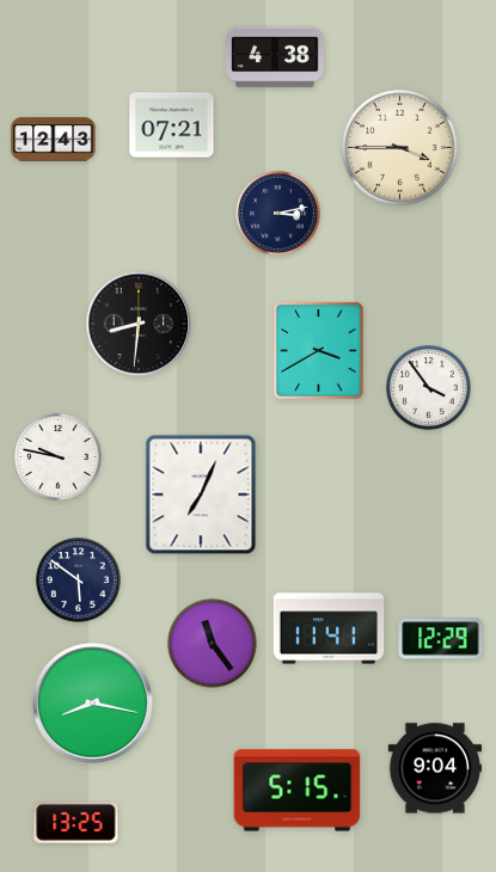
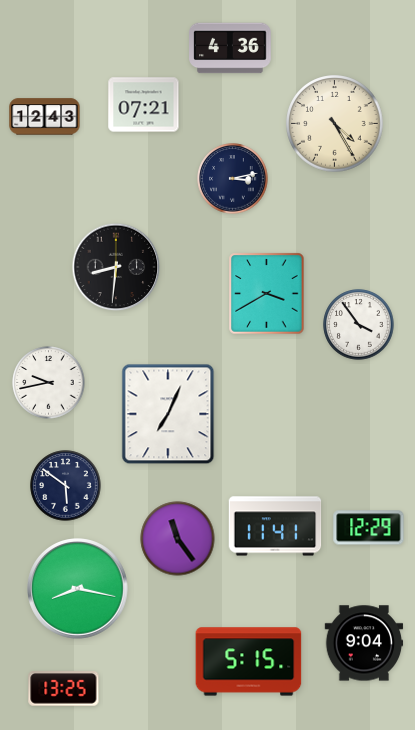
clock at (275, 57): 4:38 -> 4:36
clock at (400, 148): 3:45 -> 4:25
clock at (139, 324) position: (139, 324) -> (116, 267)
clock at (59, 458): 9:47 -> 9:43
clock at (441, 639) position: (441, 639) -> (369, 528)
